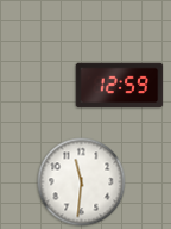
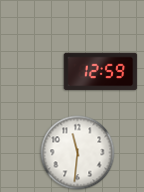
clock at (82, 182) position: (82, 182) -> (78, 153)
